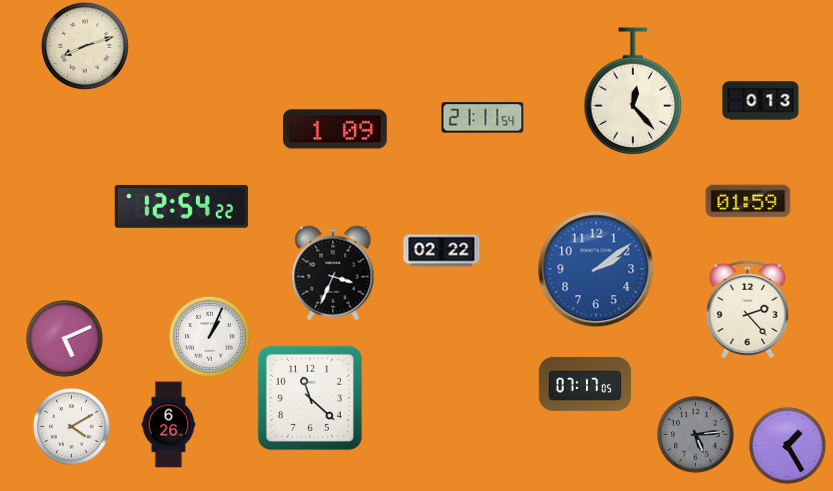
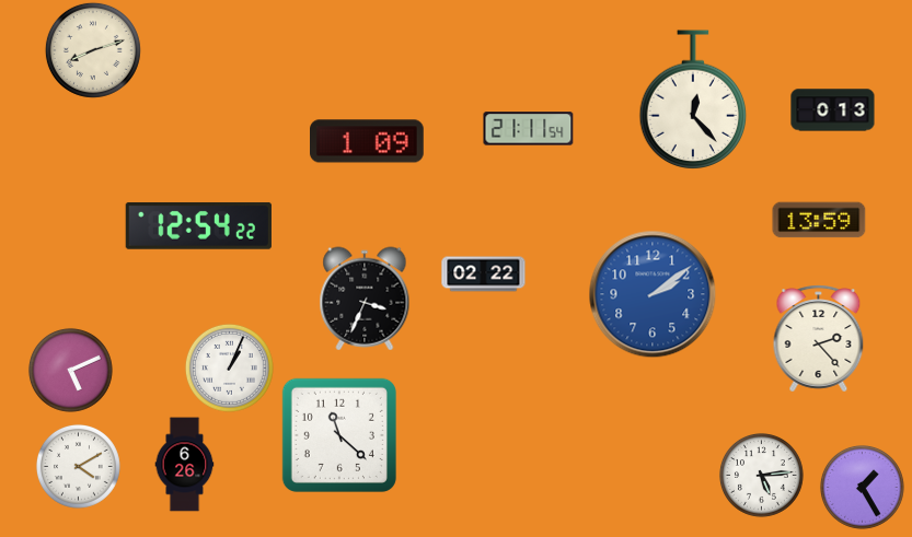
clock at (748, 201): 01:59 -> 13:59
clock at (585, 384): 07:17 -> none
clock at (695, 434) dial: grey -> white
